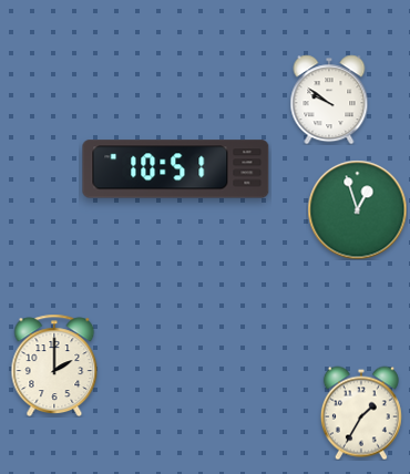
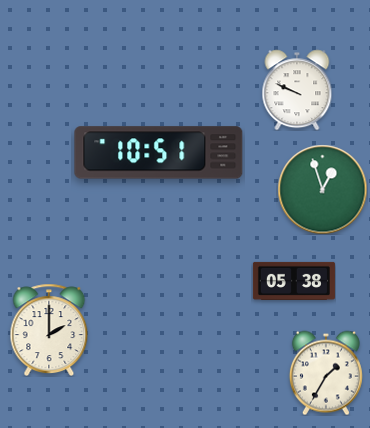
clock at (329, 100): 9:51 -> 9:49
clock at (294, 281): none -> 05:38
